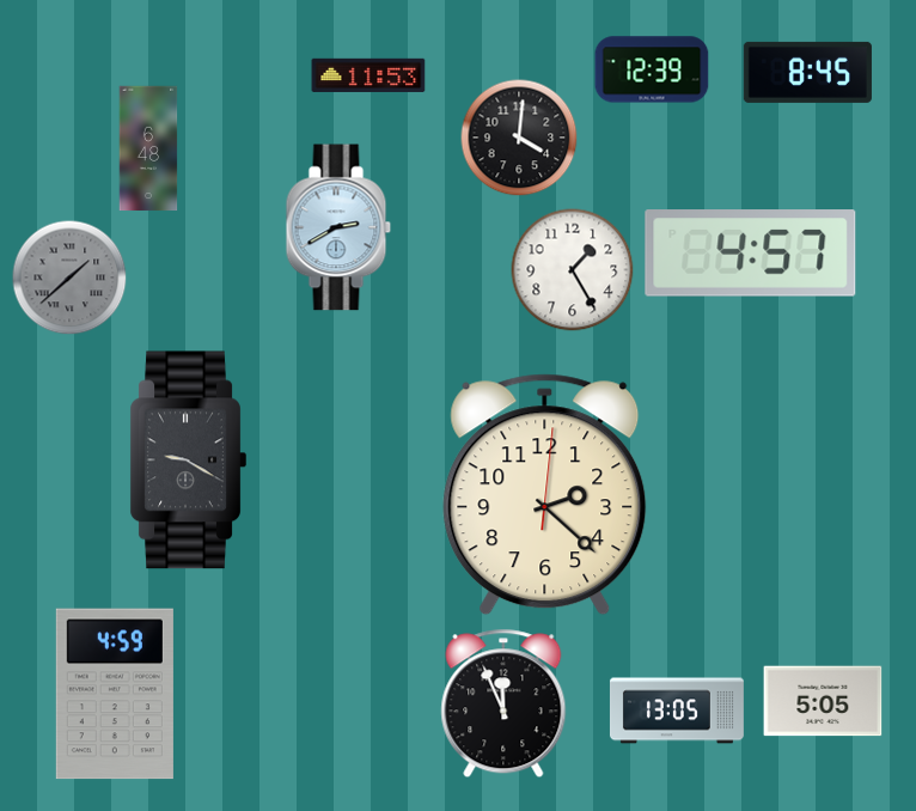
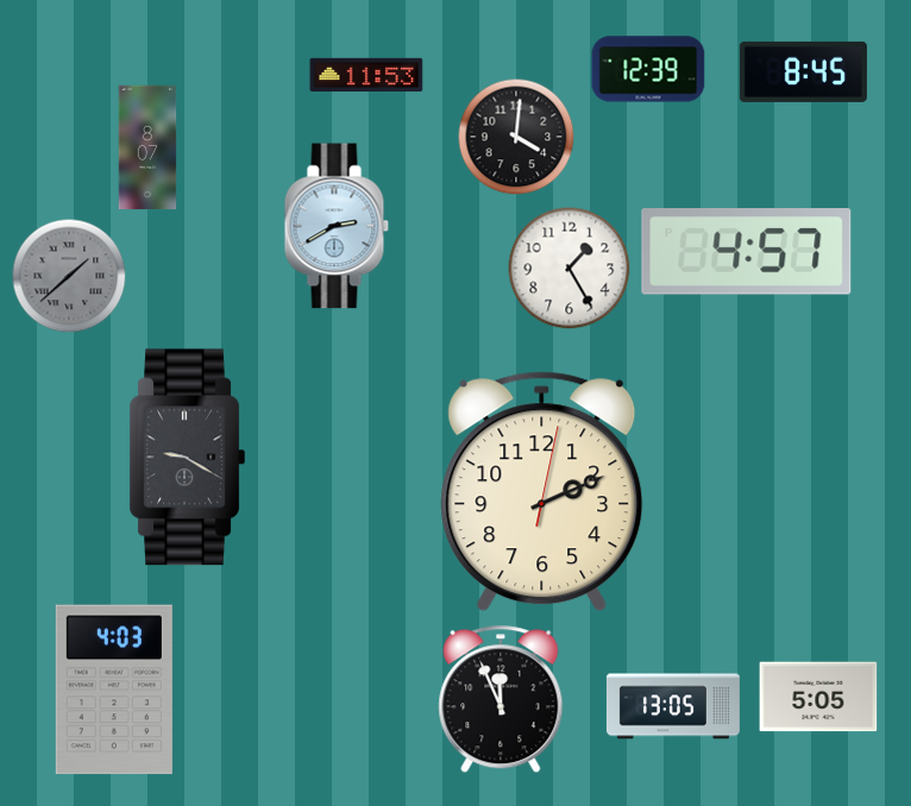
clock at (148, 148): 6:48 -> 8:07
clock at (545, 495): 2:22 -> 2:11
clock at (115, 694): 4:59 -> 4:03
